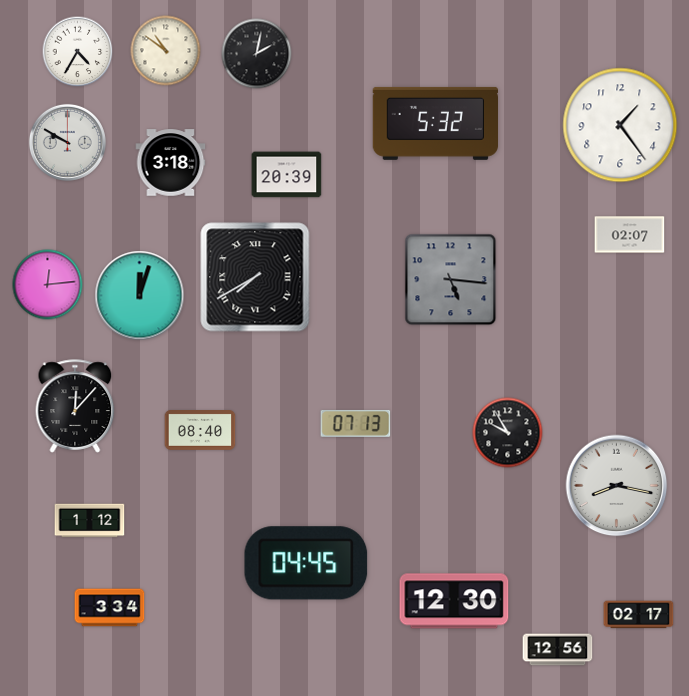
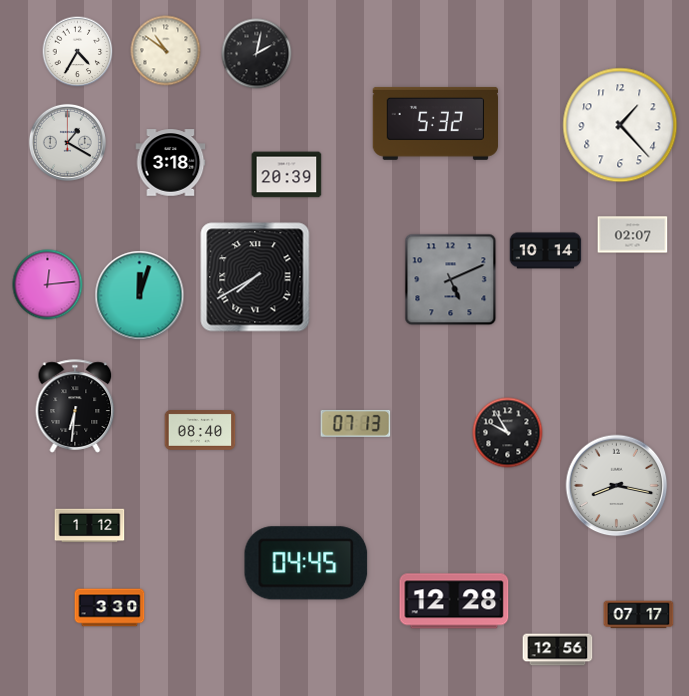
clock at (620, 125): 1:24 -> 1:23
clock at (67, 142): 9:50 -> 1:20
clock at (630, 235) position: (630, 235) -> (633, 235)
clock at (546, 251): none -> 10:14
clock at (451, 280): 5:16 -> 5:11
clock at (75, 406): 12:07 -> 6:31
clock at (90, 521) position: (90, 521) -> (90, 526)
clock at (454, 601): 12:30 -> 12:28
clock at (110, 608): 3:34 -> 3:30
clock at (639, 615): 02:17 -> 07:17
